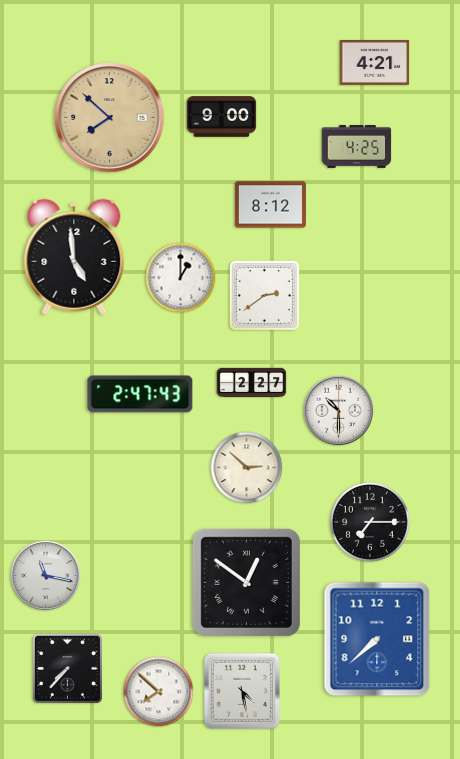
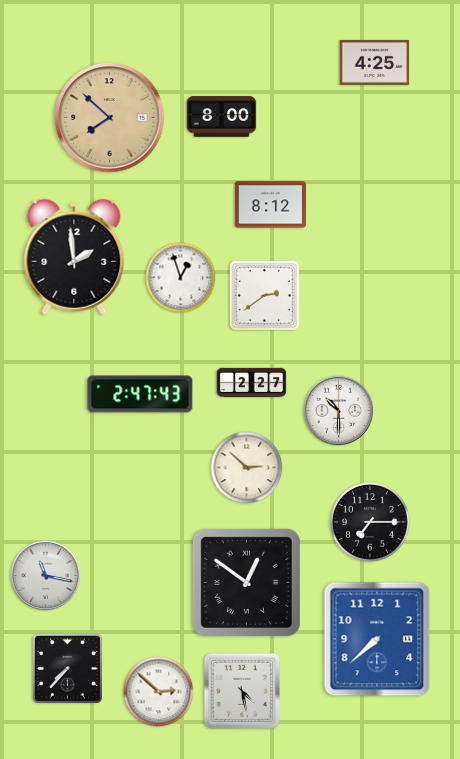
clock at (375, 62): 4:21 -> 4:25
clock at (222, 117): 9:00 -> 8:00
clock at (357, 147): 4:25 -> none
clock at (74, 257): 4:59 -> 1:59
clock at (181, 278): 1:00 -> 12:57
clock at (159, 692): 7:52 -> 2:52
